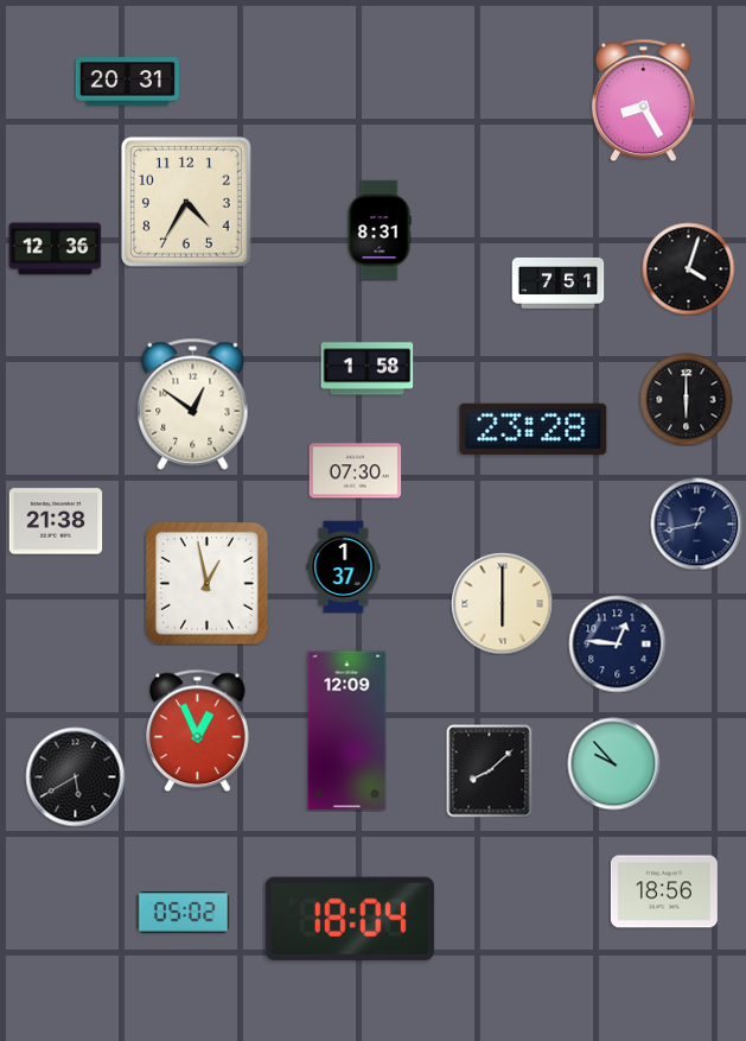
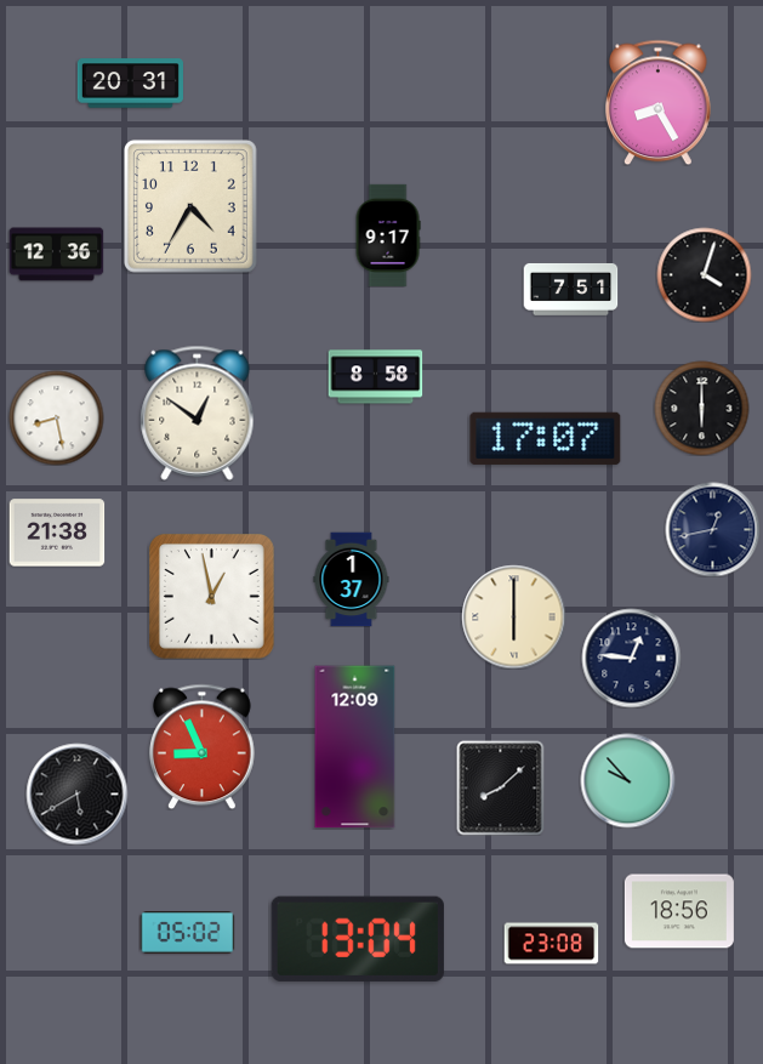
clock at (380, 229): 8:31 -> 9:17
clock at (366, 369): 1:58 -> 8:58
clock at (56, 417): none -> 8:28
clock at (534, 429): 23:28 -> 17:07
clock at (355, 471): 07:30 -> none
clock at (696, 523) position: (696, 523) -> (712, 529)
clock at (198, 730): 12:56 -> 8:56
clock at (350, 919): 18:04 -> 13:04
clock at (551, 944): none -> 23:08
